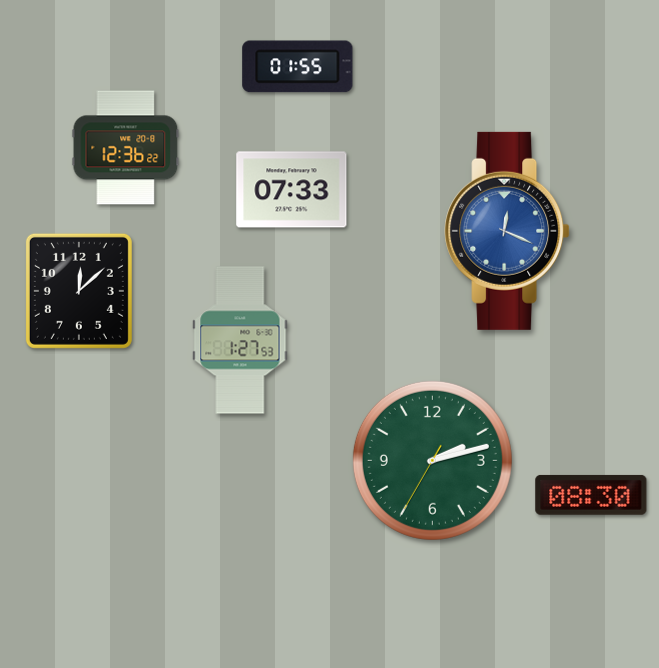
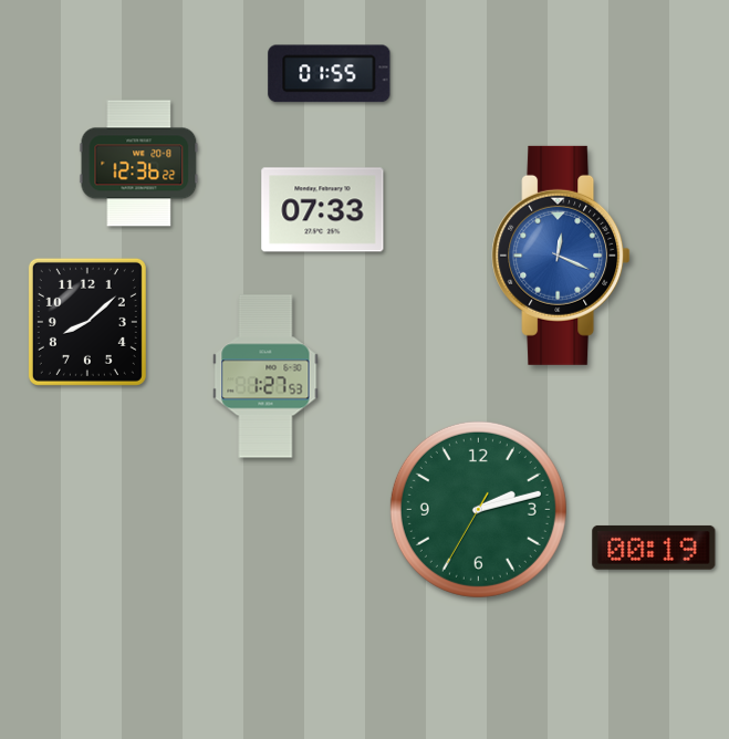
clock at (79, 291): 12:08 -> 8:08
clock at (591, 495): 08:30 -> 00:19
